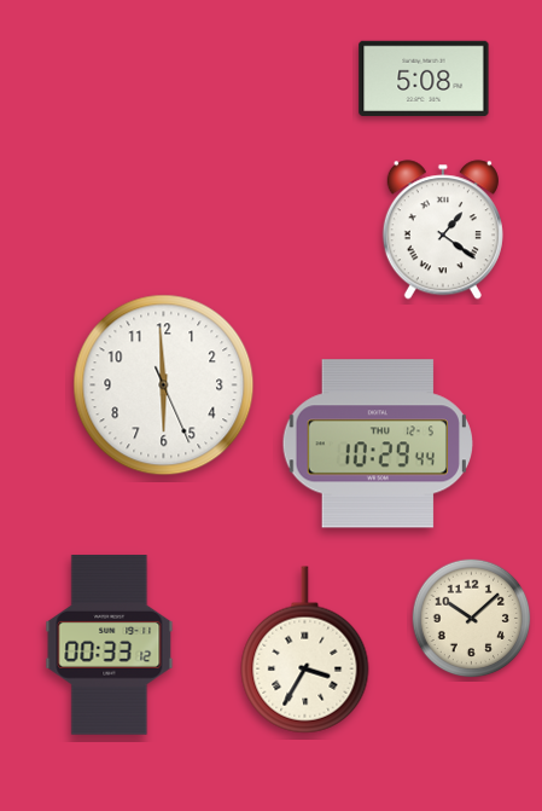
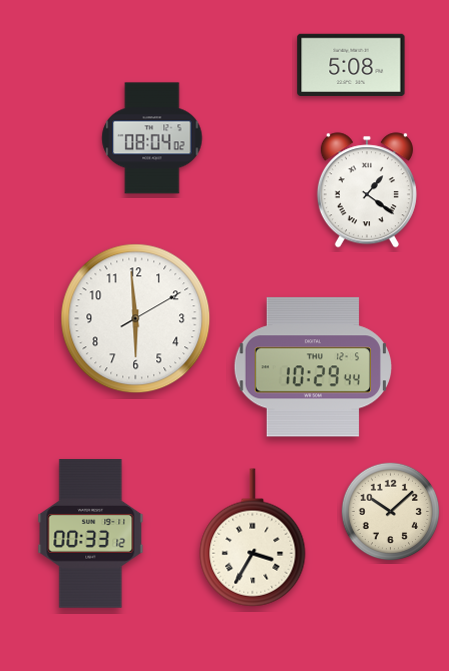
clock at (152, 138): none -> 08:04
clock at (164, 386): 5:59:26 -> 5:59:10
